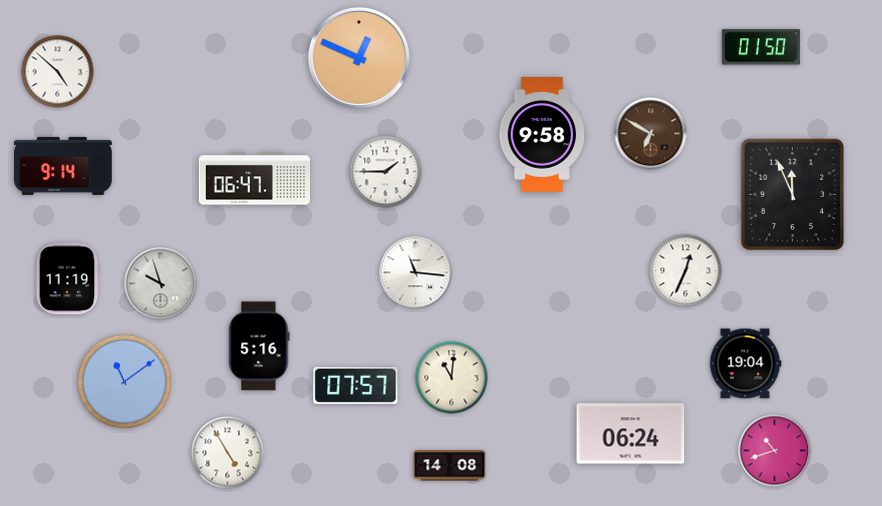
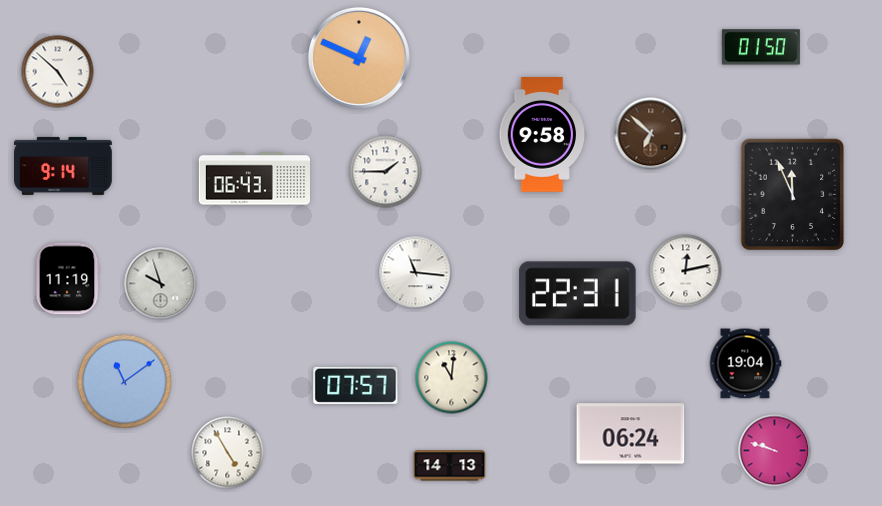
clock at (651, 134): 6:50 -> 6:52
clock at (254, 179): 06:47 -> 06:43
clock at (686, 271): 12:34 -> 12:13
clock at (578, 294): none -> 22:31
clock at (259, 346): 5:16 -> none
clock at (775, 451): 10:42 -> 9:48
clock at (450, 466): 14:08 -> 14:13
